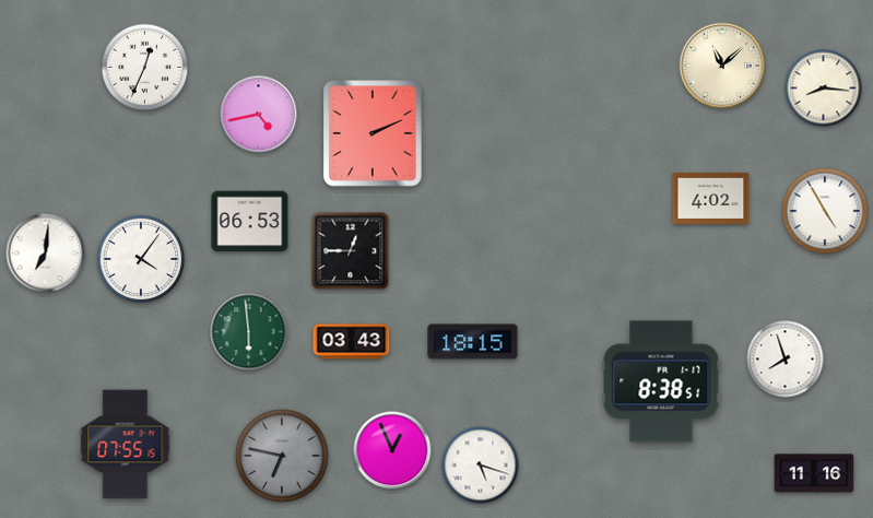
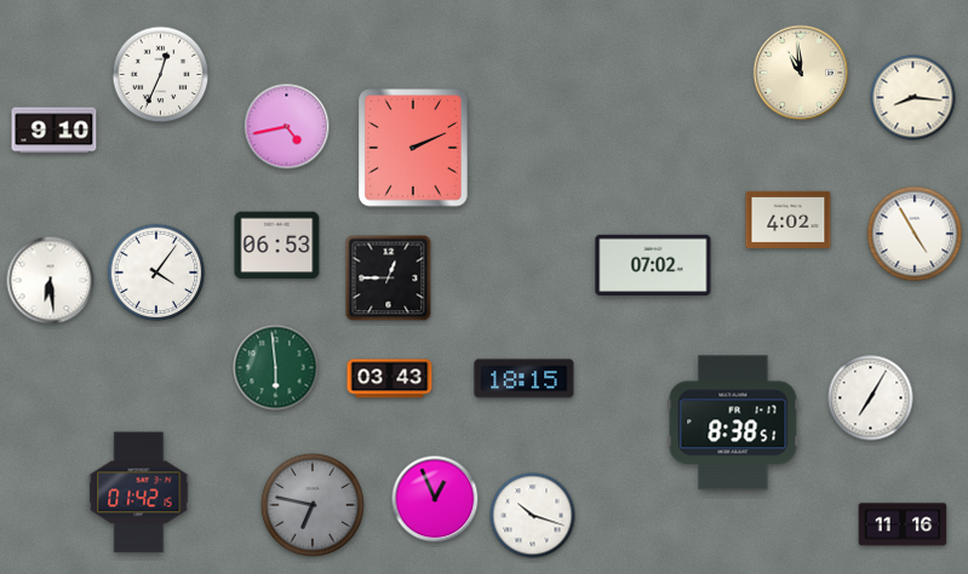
clock at (722, 66): 11:08 -> 10:59
clock at (55, 131): none -> 9:10
clock at (653, 264): none -> 07:02
clock at (46, 254): 7:01 -> 6:29
clock at (141, 259) position: (141, 259) -> (156, 272)
clock at (786, 360): 7:57 -> 7:05
clock at (126, 445): 07:55 -> 01:42
clock at (481, 466): 5:18 -> 10:18
